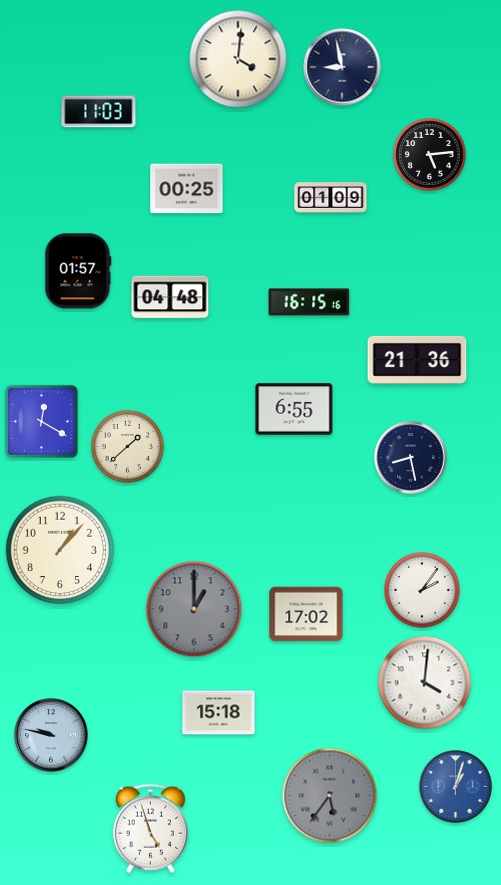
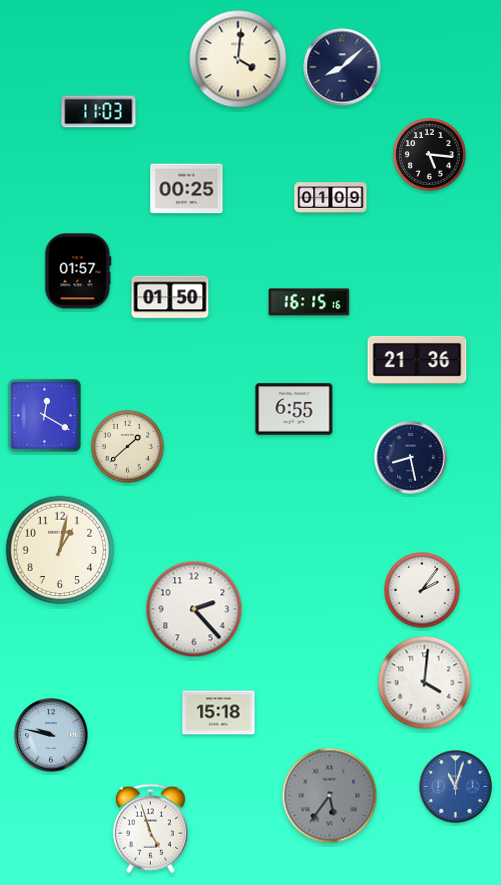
clock at (342, 67): 8:58 -> 8:08
clock at (429, 154): 5:14 -> 5:16
clock at (170, 297): 04:48 -> 01:50
clock at (41, 421) position: (41, 421) -> (44, 415)
clock at (60, 550): 1:07 -> 1:02
clock at (194, 609): 1:00 -> 2:23
clock at (194, 609) dial: grey -> white
clock at (306, 614): 17:02 -> none
clock at (456, 787): 1:03 -> 11:03
